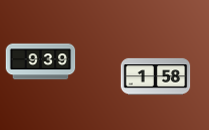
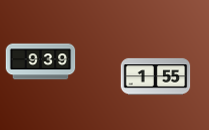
clock at (156, 77): 1:58 -> 1:55
